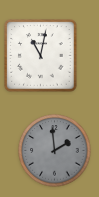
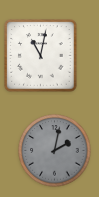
clock at (55, 151): 1:59 -> 2:02
